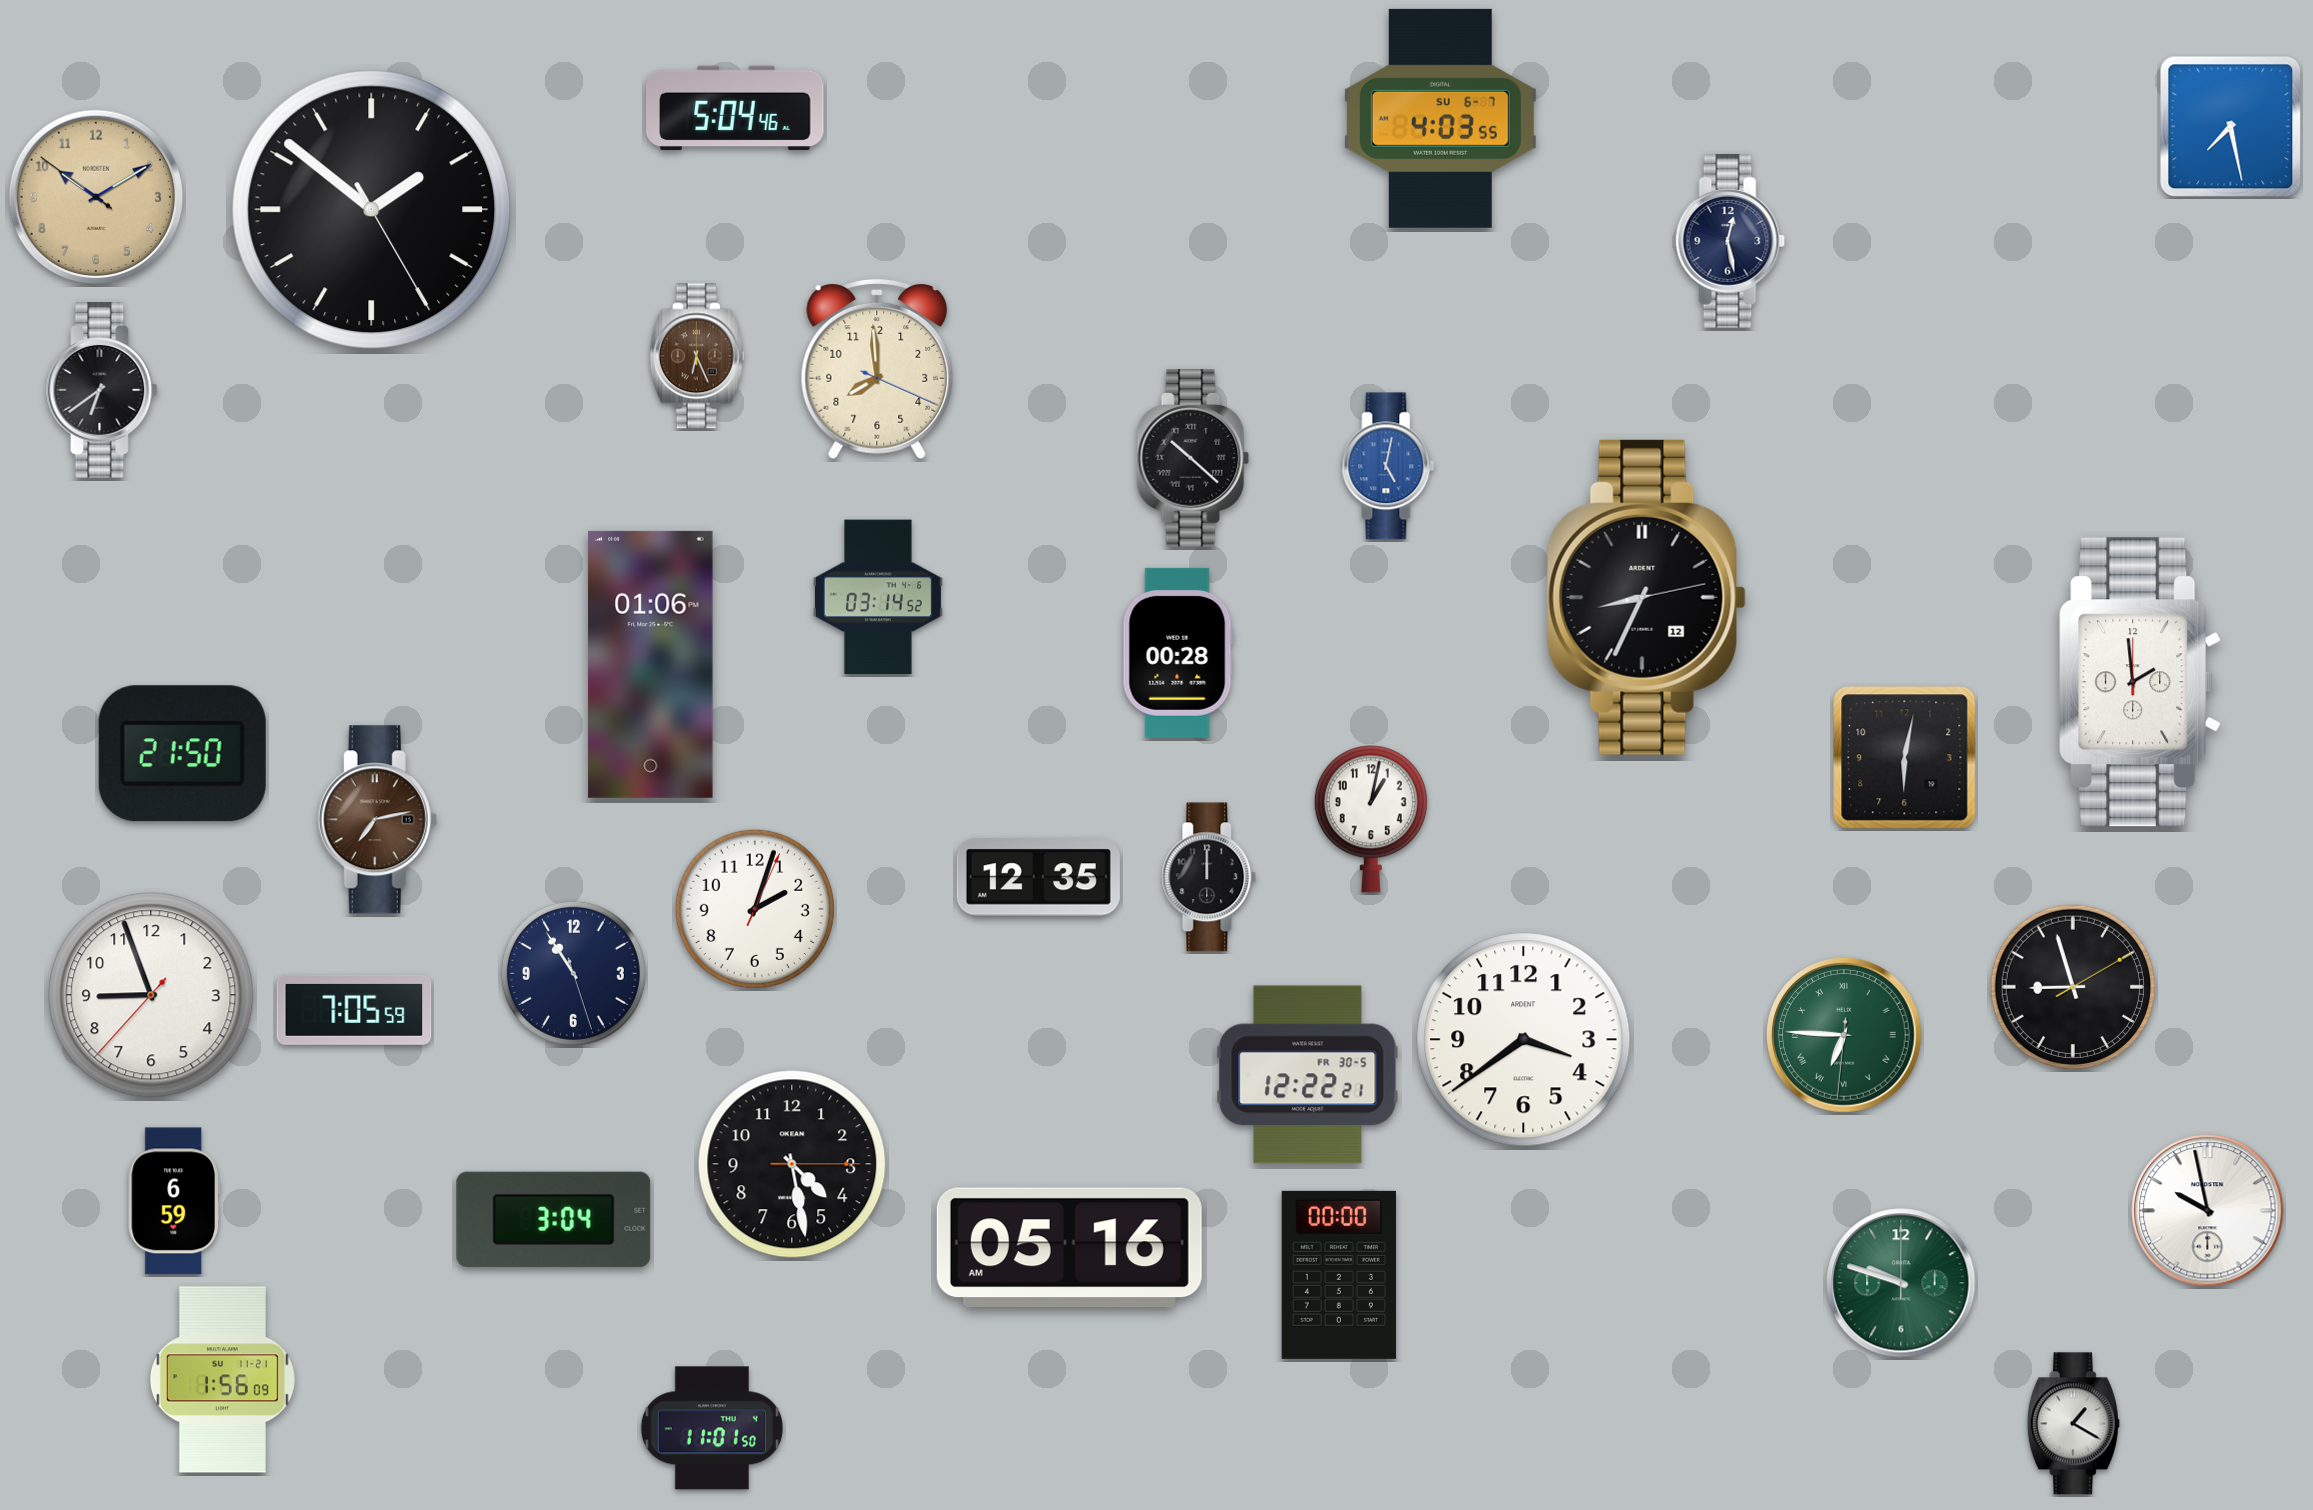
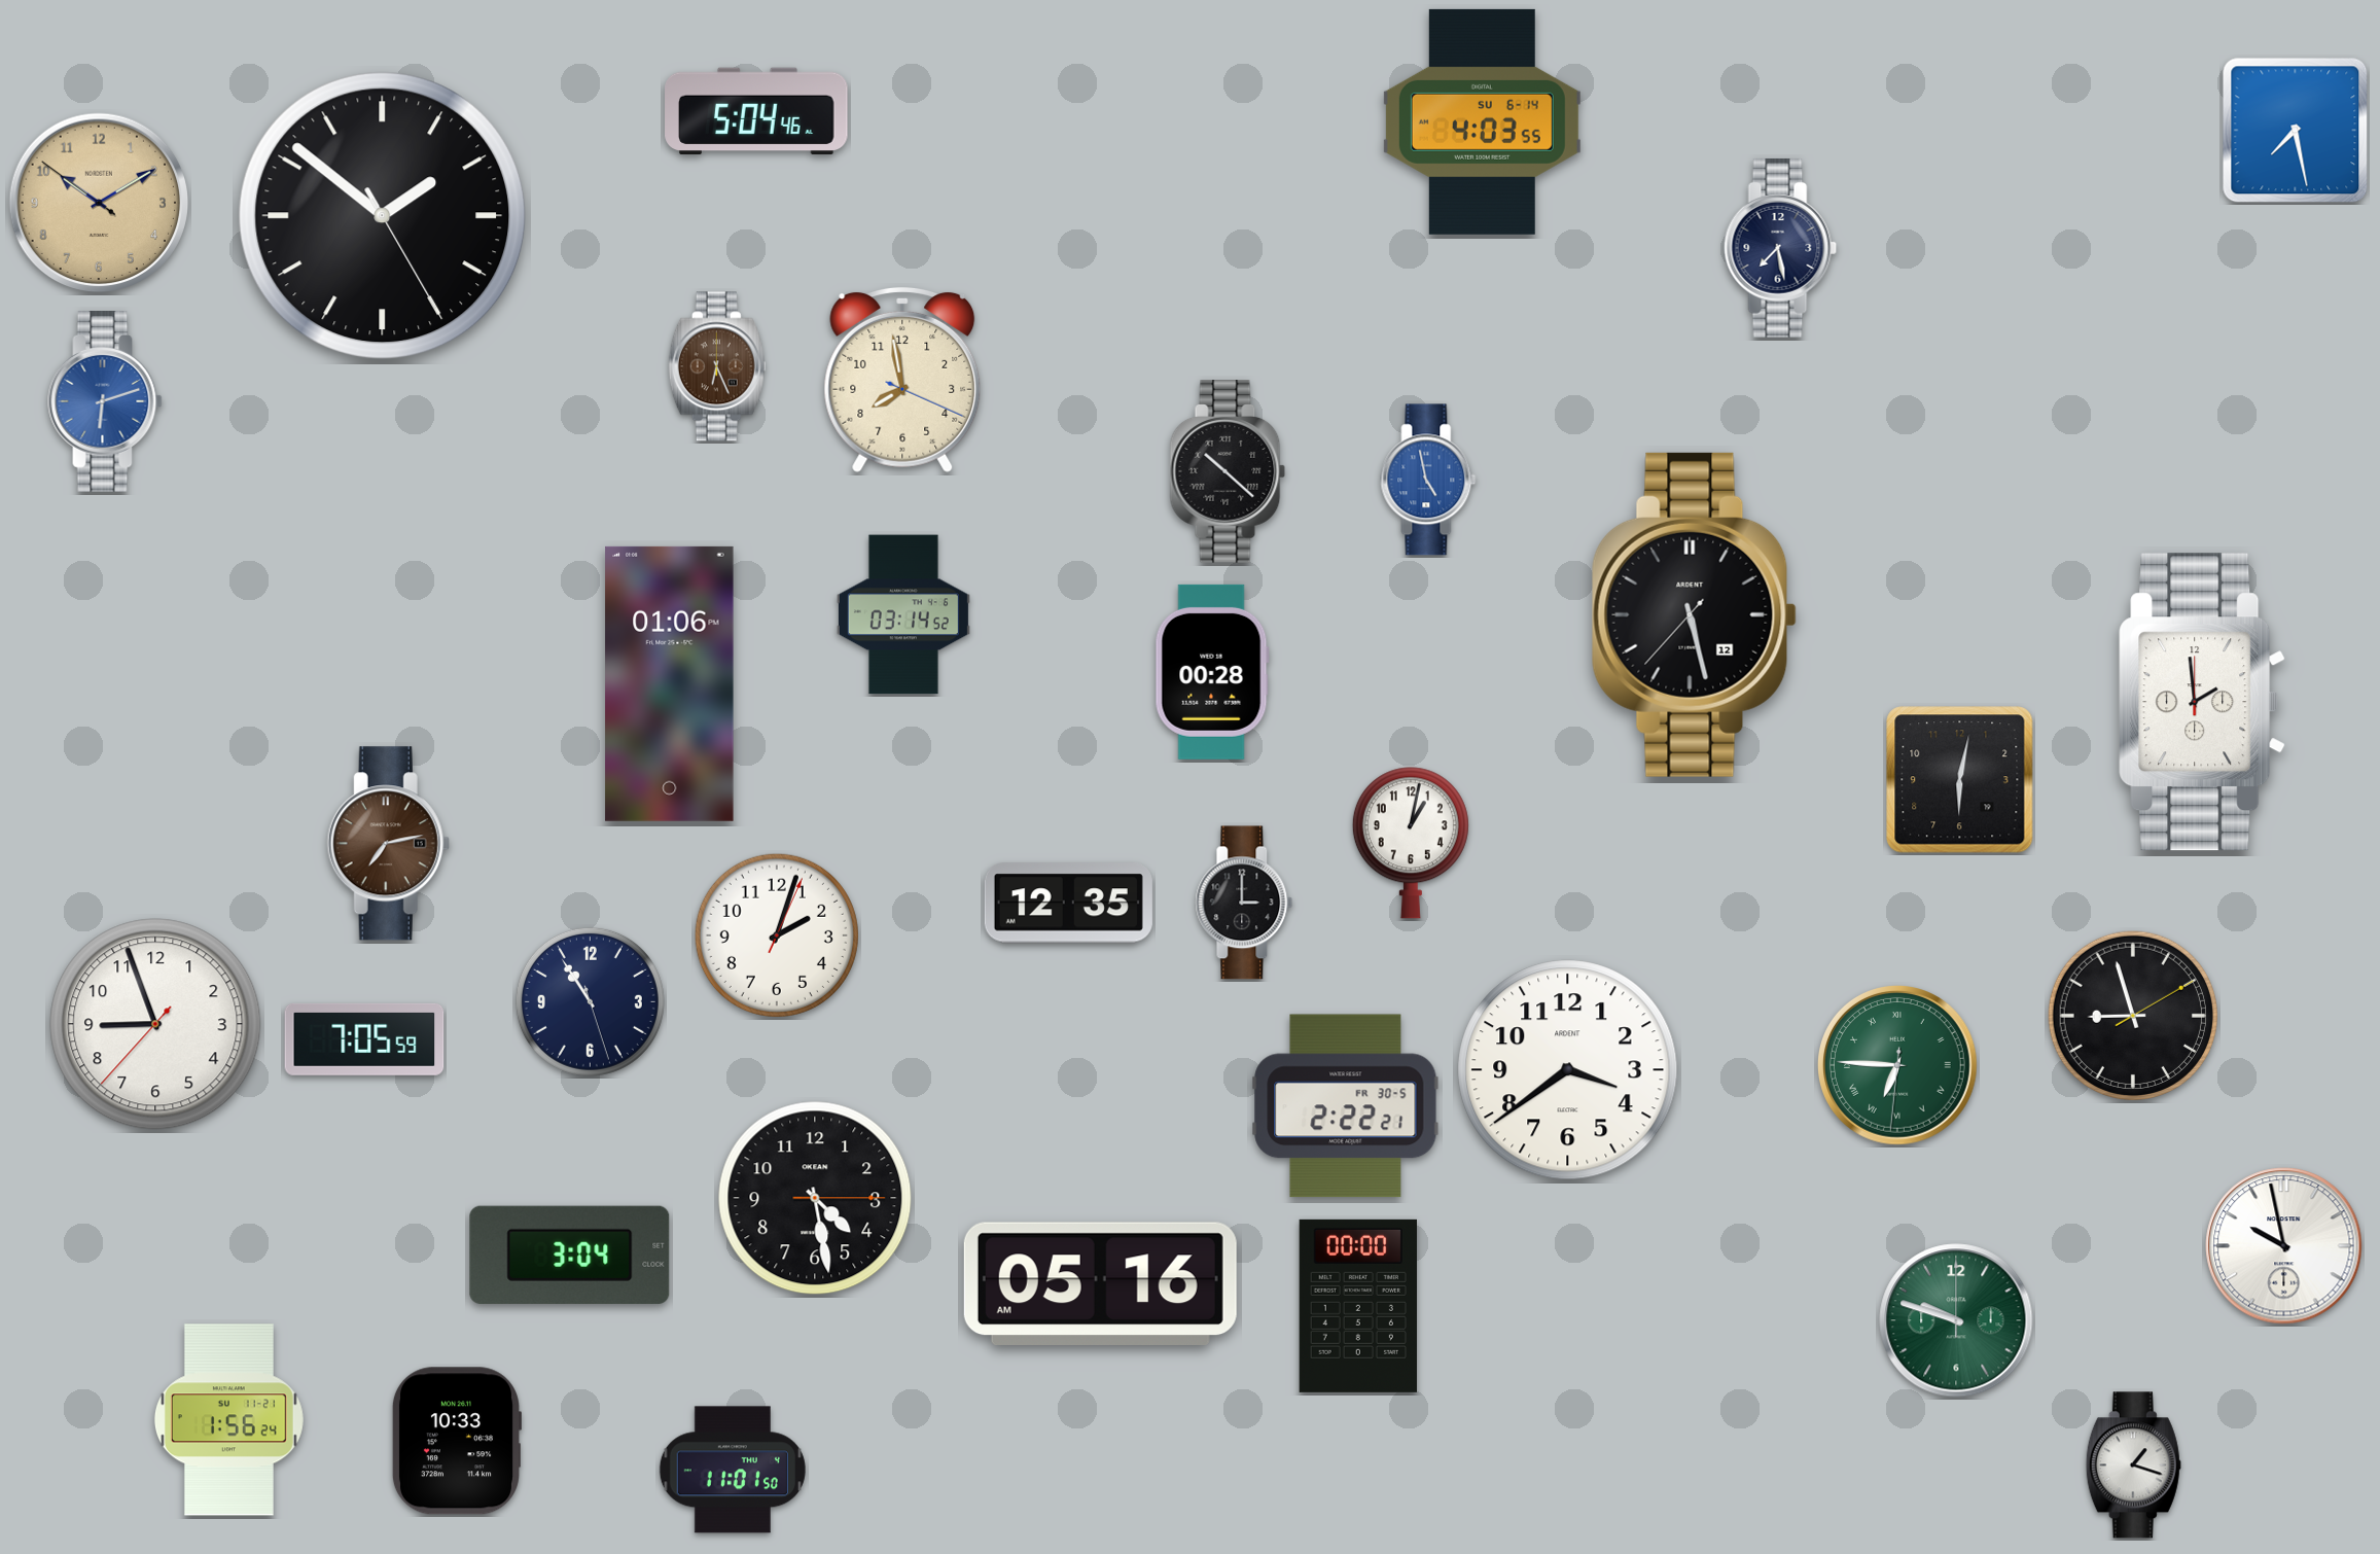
clock at (1440, 118) date: SU 6-7 -> SU 6-14
clock at (1730, 241): 12:28 -> 7:28
clock at (877, 369): 7:59 -> 7:58
clock at (102, 391): 6:39 -> 6:12
clock at (102, 391) dial: black -> blue
clock at (1388, 466): 5:02 -> 4:58
clock at (1646, 597): 8:34 -> 5:27
clock at (182, 754): 21:50 -> none
clock at (1209, 877): 12:00 -> 3:00
clock at (1308, 1075): 12:22 -> 2:22
clock at (174, 1201): 6:59 -> none
clock at (2208, 1211) position: (2208, 1211) -> (2284, 1246)
clock at (1339, 1275) position: (1339, 1275) -> (1358, 1306)
clock at (222, 1380): 1:56:09 -> 1:56:24
clock at (456, 1441): none -> 10:33
clock at (2073, 1424): 1:20 -> 1:18
